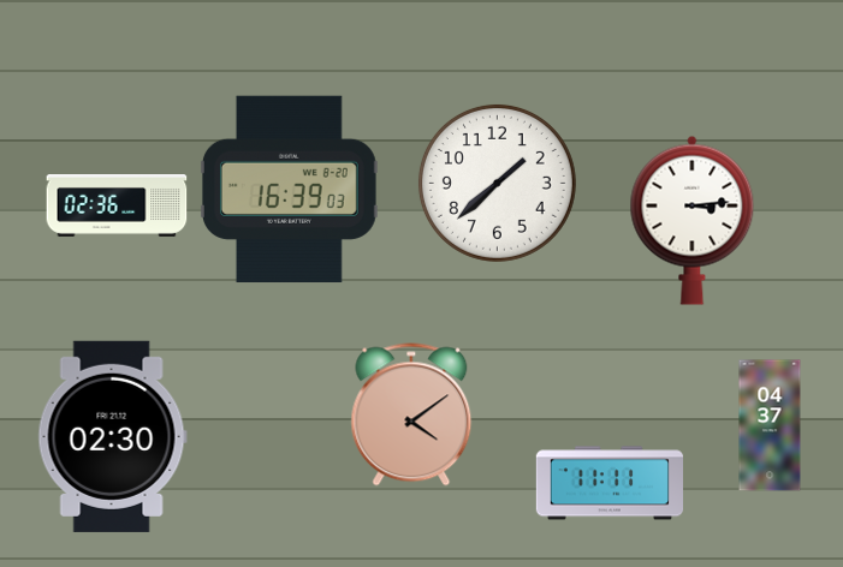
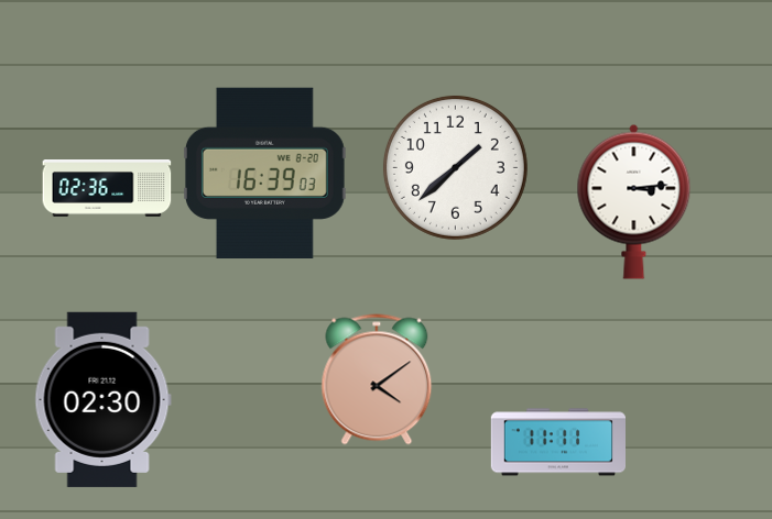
clock at (770, 425): 04:37 -> none
